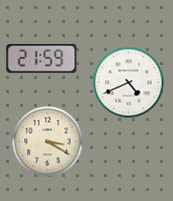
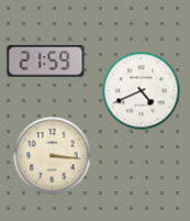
clock at (42, 58) position: (42, 58) -> (46, 60)
clock at (48, 142): 3:20 -> 3:16
